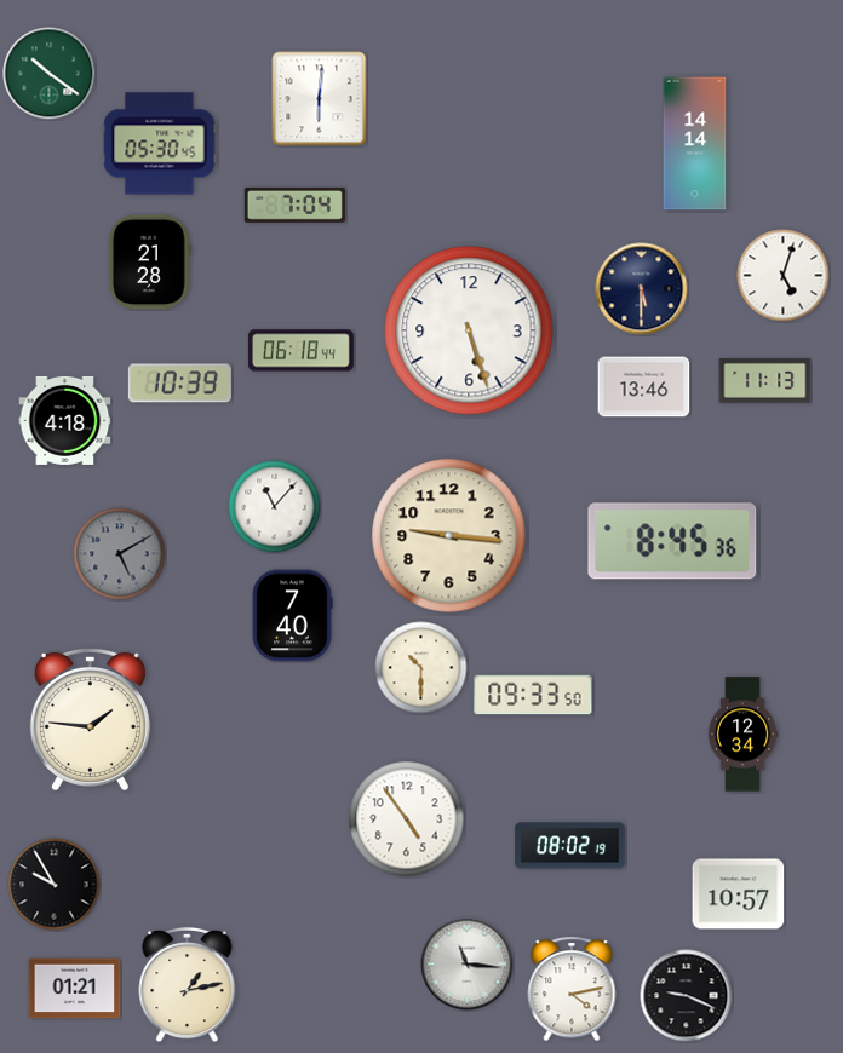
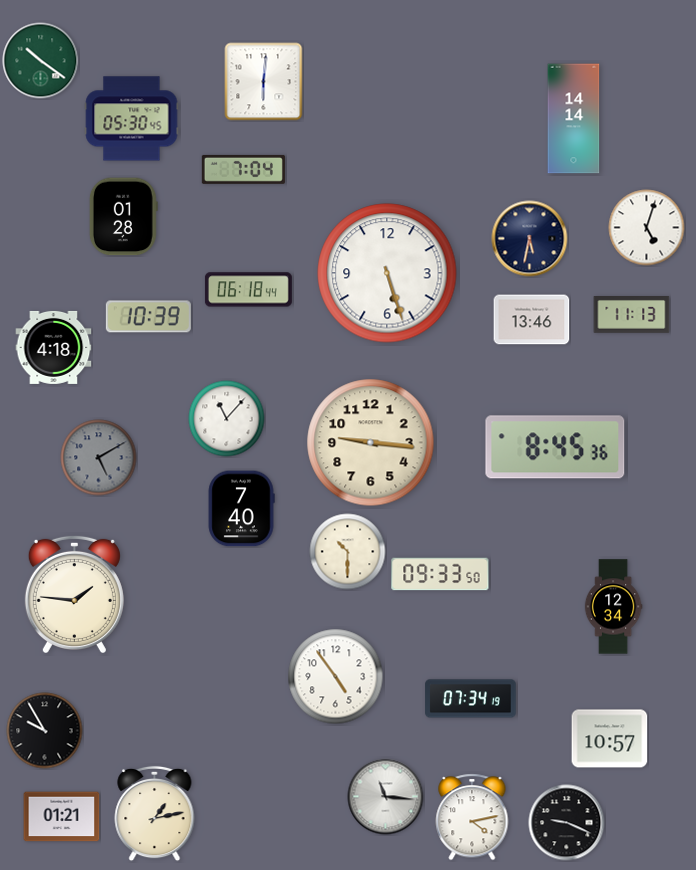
clock at (149, 263): 21:28 -> 01:28
clock at (642, 289): 5:30 -> 5:32
clock at (570, 846): 08:02 -> 07:34
